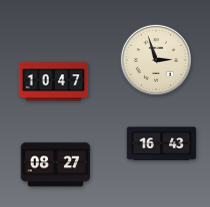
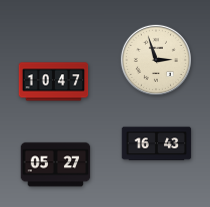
clock at (162, 144) position: (162, 144) -> (157, 144)
clock at (56, 165): 08:27 -> 05:27
